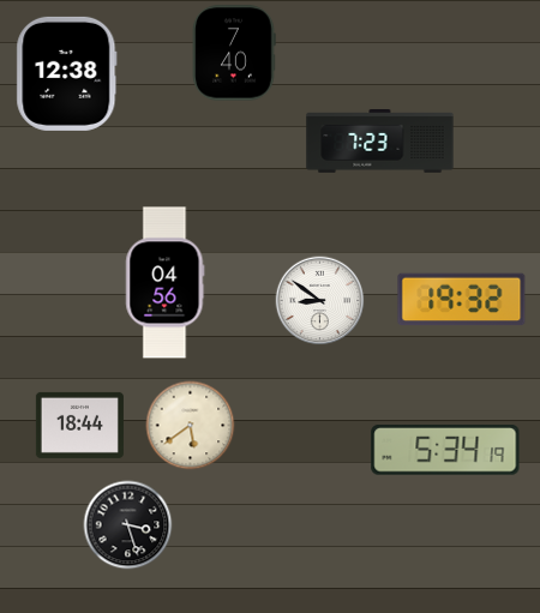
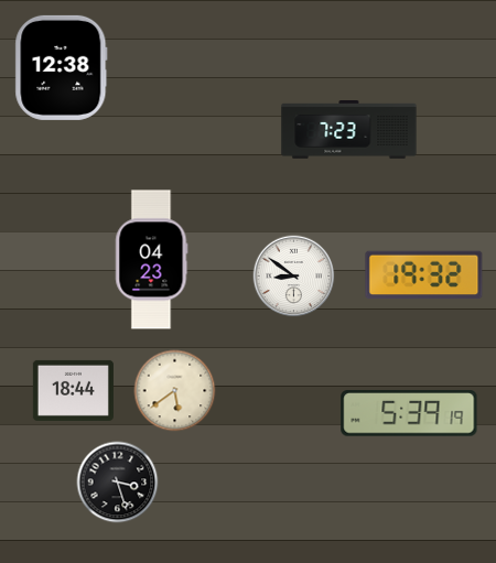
clock at (234, 53): 7:40 -> none
clock at (166, 283): 04:56 -> 04:23
clock at (445, 450): 5:34 -> 5:39
